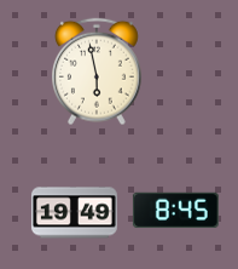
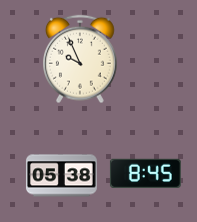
clock at (98, 71): 5:58 -> 9:56
clock at (75, 213): 19:49 -> 05:38
